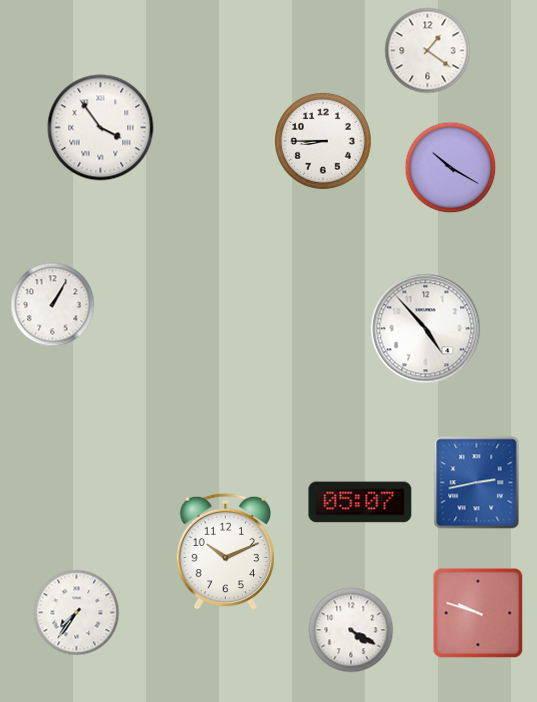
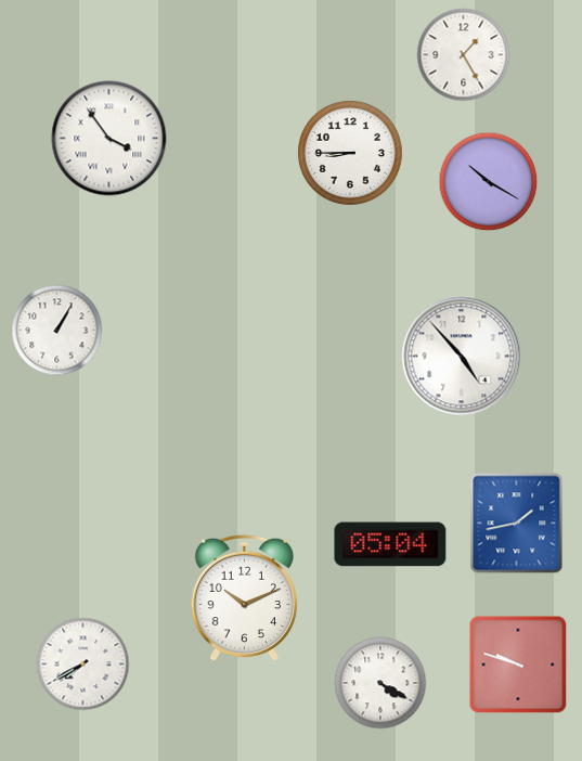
clock at (428, 51): 1:21 -> 1:25
clock at (477, 483): 2:43 -> 1:43
clock at (360, 502): 05:07 -> 05:04
clock at (77, 613): 7:36 -> 7:40
